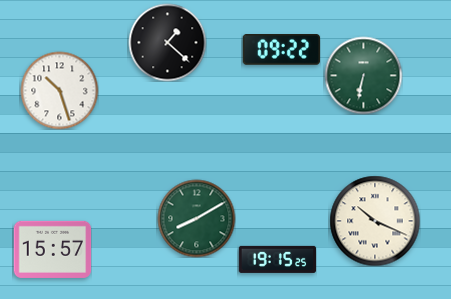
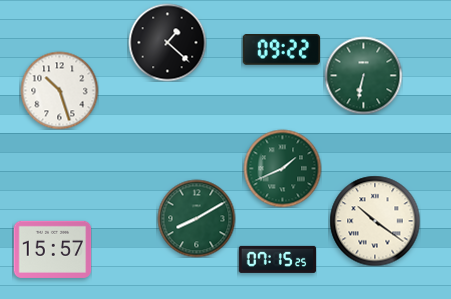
clock at (282, 168): none -> 1:41
clock at (375, 221): 10:19 -> 10:21
clock at (277, 259): 19:15 -> 07:15
